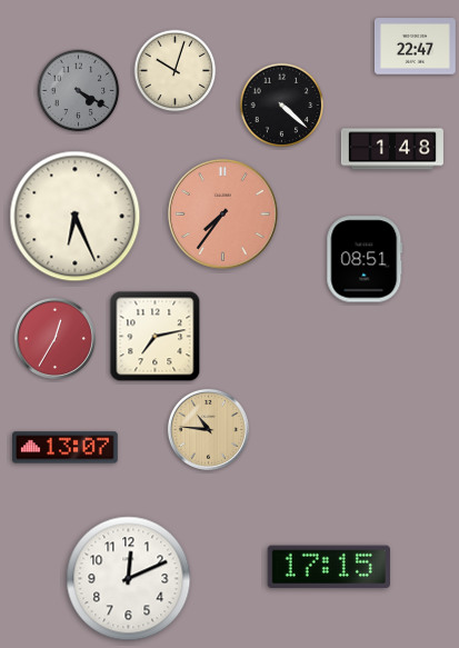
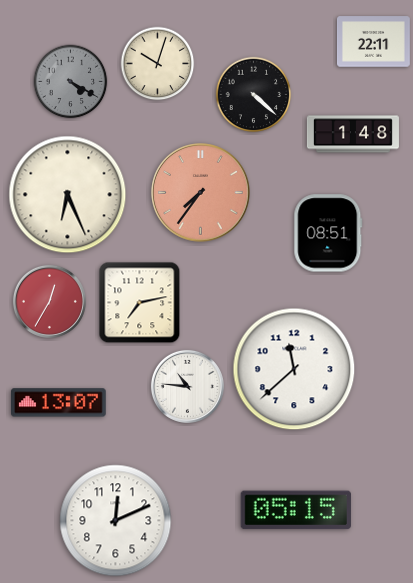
clock at (415, 47): 22:47 -> 22:11
clock at (54, 338) position: (54, 338) -> (49, 301)
clock at (294, 369): none -> 11:38
clock at (208, 429) dial: champagne -> white
clock at (329, 567): 17:15 -> 05:15
